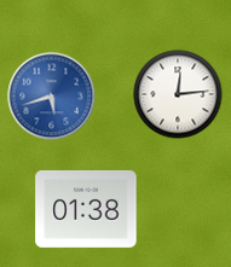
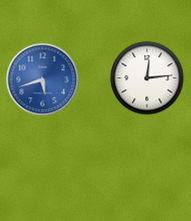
clock at (86, 209): 01:38 -> none
